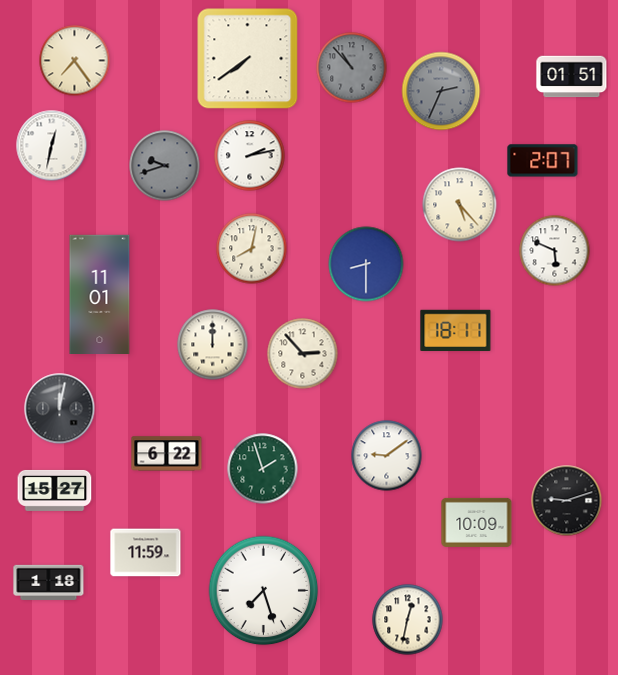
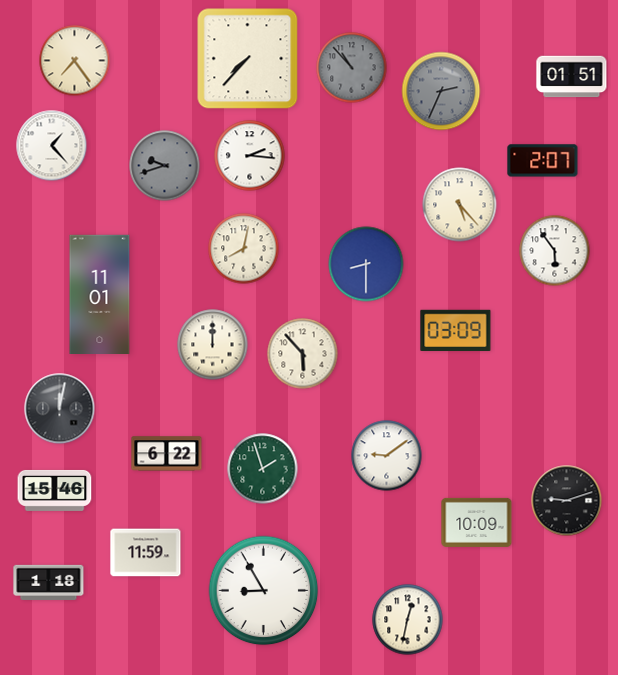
clock at (248, 59): 7:39 -> 7:37
clock at (52, 146): 12:32 -> 1:23
clock at (250, 156): 2:13 -> 2:16
clock at (252, 249) position: (252, 249) -> (244, 249)
clock at (555, 251): 5:49 -> 5:54
clock at (456, 330): 18:11 -> 03:09
clock at (303, 354): 2:53 -> 5:53
clock at (55, 490): 15:27 -> 15:46
clock at (264, 591): 7:27 -> 8:55
